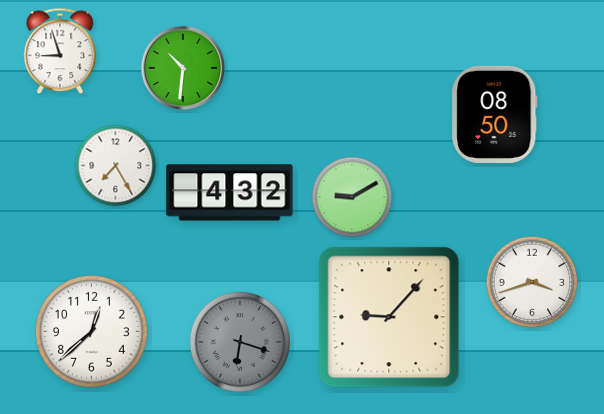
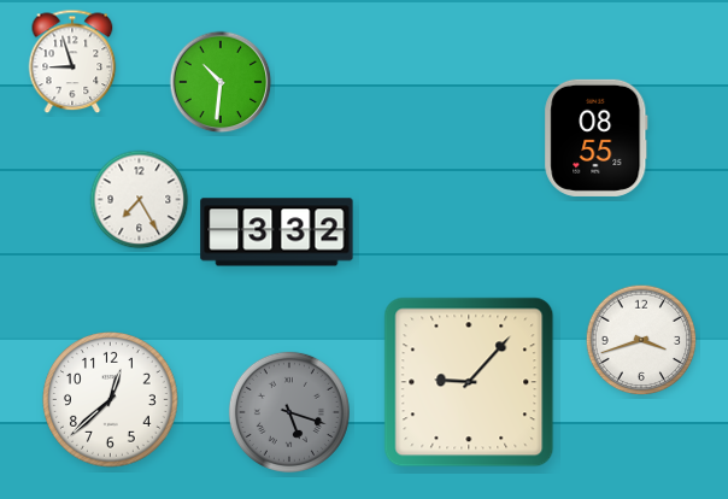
clock at (495, 114): 08:50 -> 08:55
clock at (230, 193): 4:32 -> 3:32
clock at (352, 197): 9:10 -> none
clock at (240, 342): 6:18 -> 5:18
